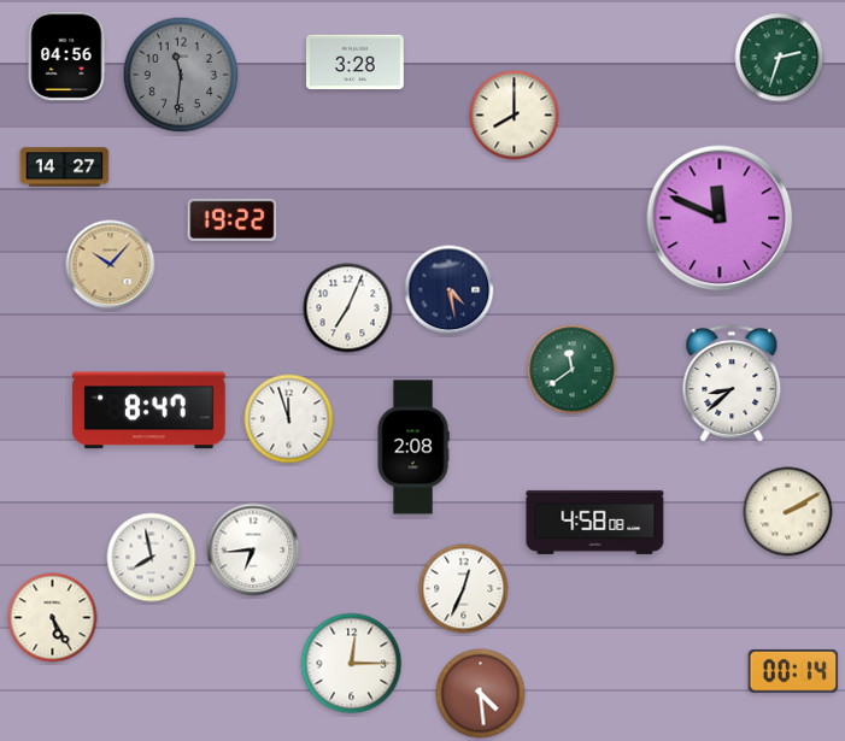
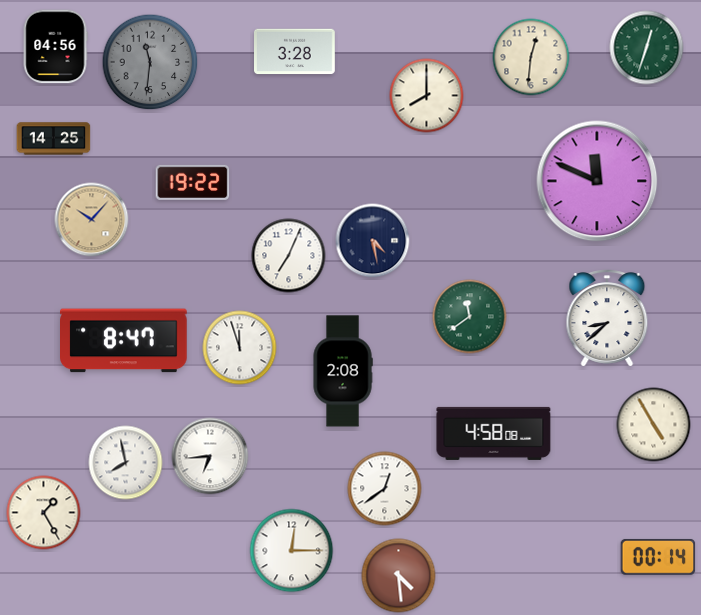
clock at (780, 58): 2:33 -> 12:33
clock at (531, 57): none -> 12:31
clock at (65, 167): 14:27 -> 14:25
clock at (573, 370) position: (573, 370) -> (470, 317)
clock at (788, 512): 2:10 -> 4:55
clock at (464, 589): 12:34 -> 12:39
clock at (53, 618): 5:25 -> 1:25
